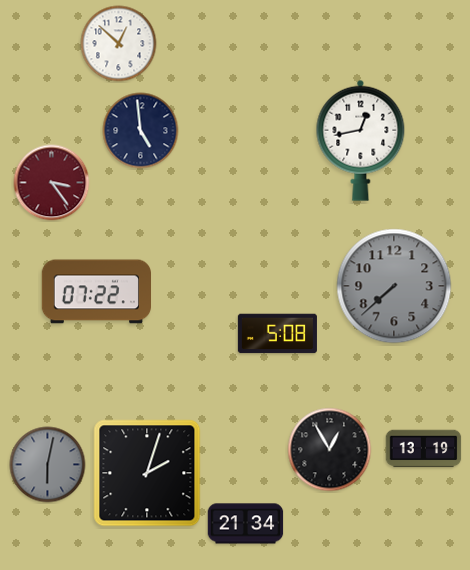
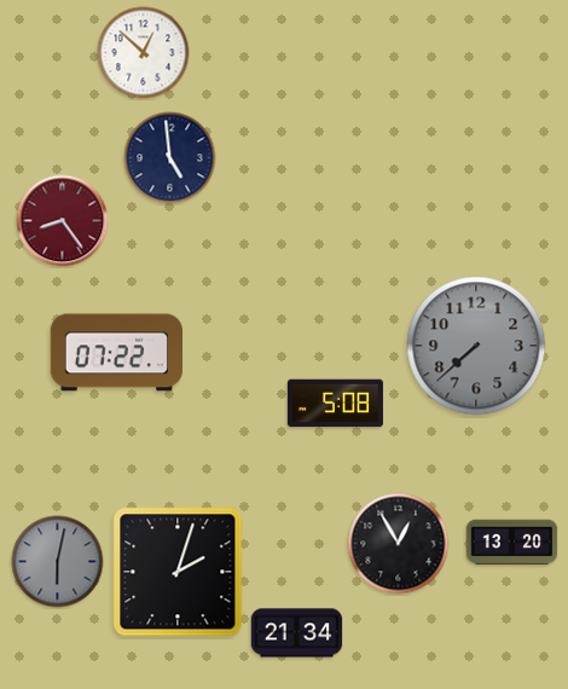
clock at (361, 140): 12:43 -> none
clock at (52, 183): 3:24 -> 8:24
clock at (424, 449): 13:19 -> 13:20
